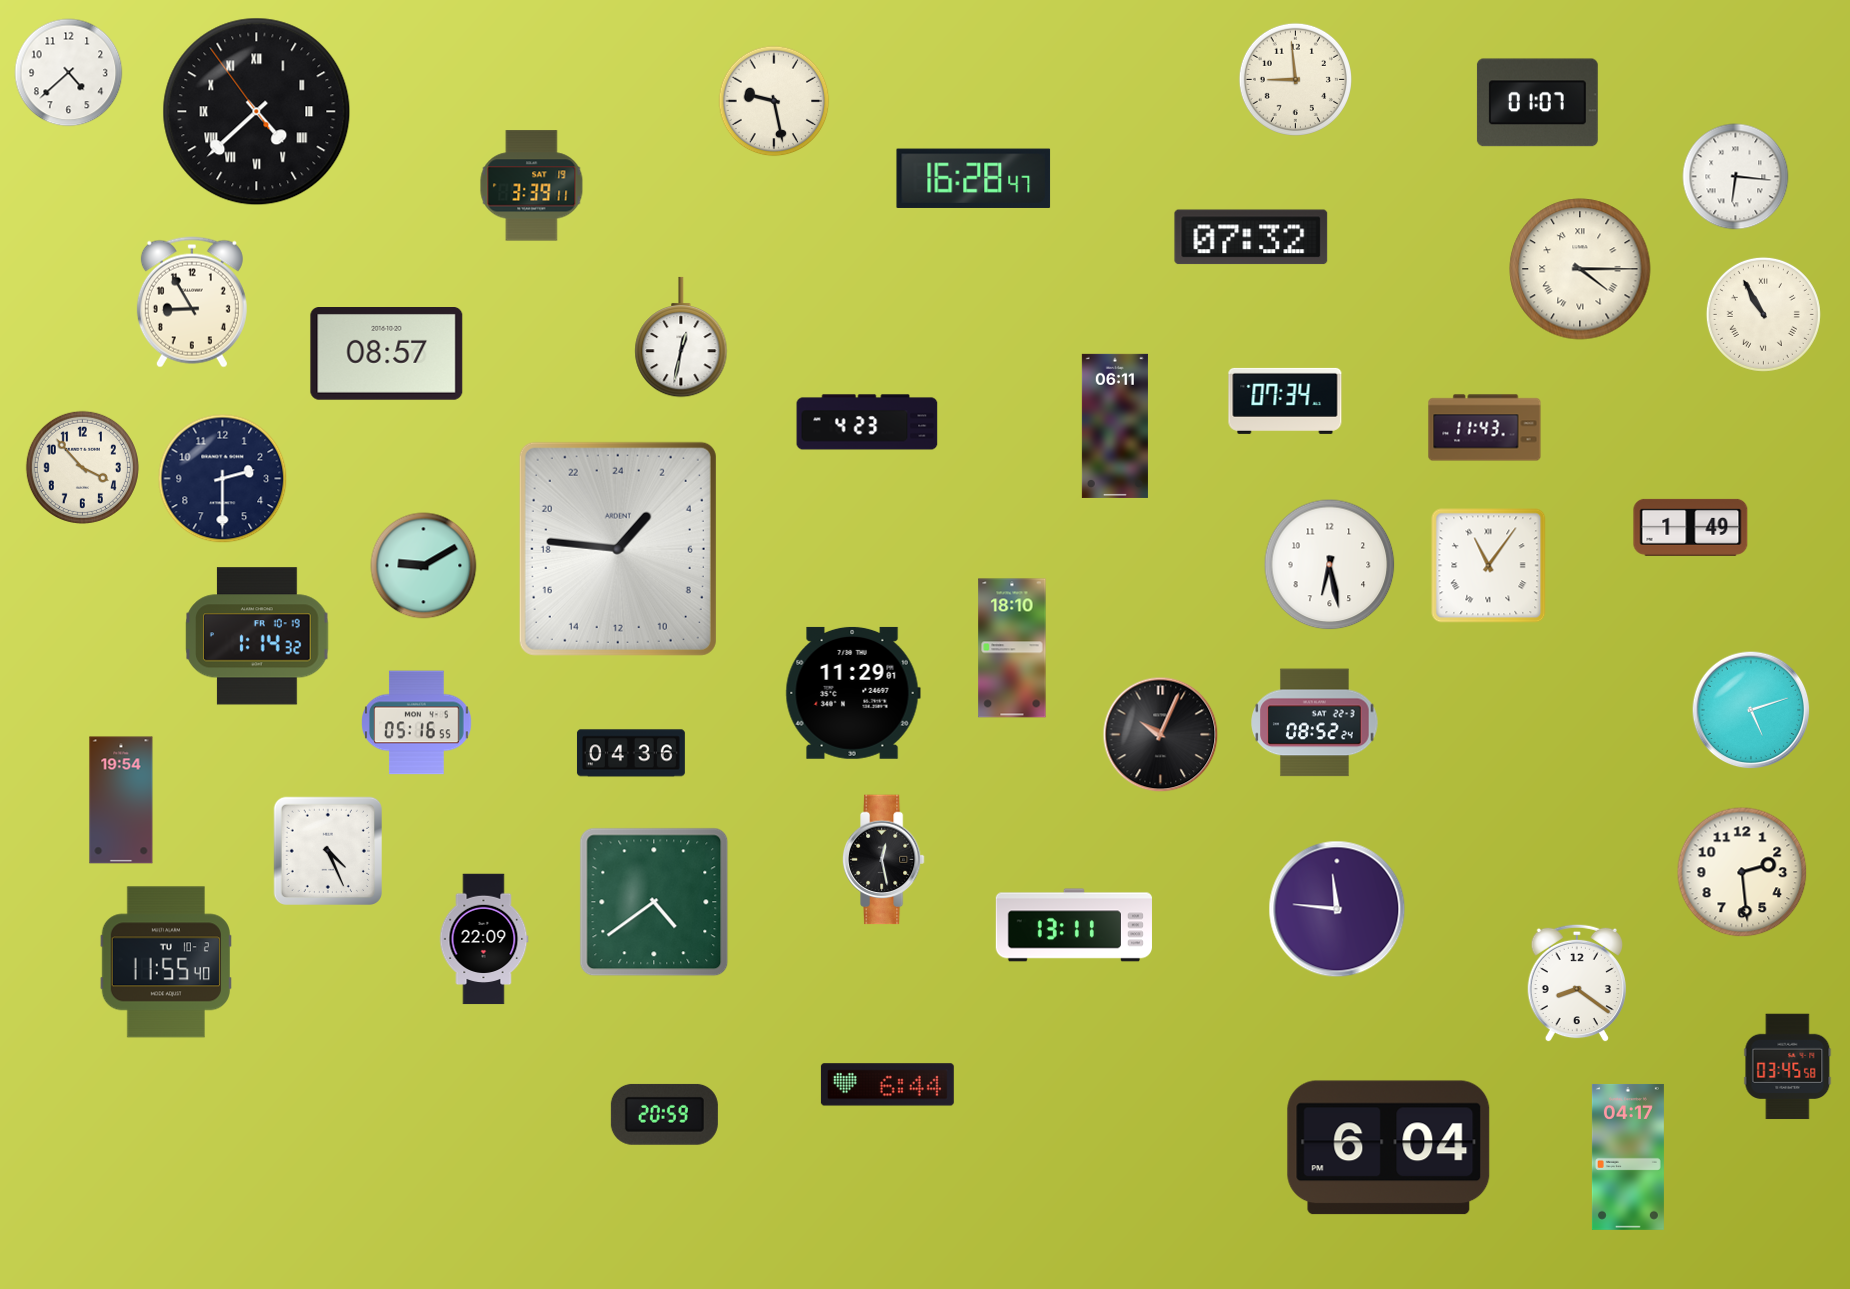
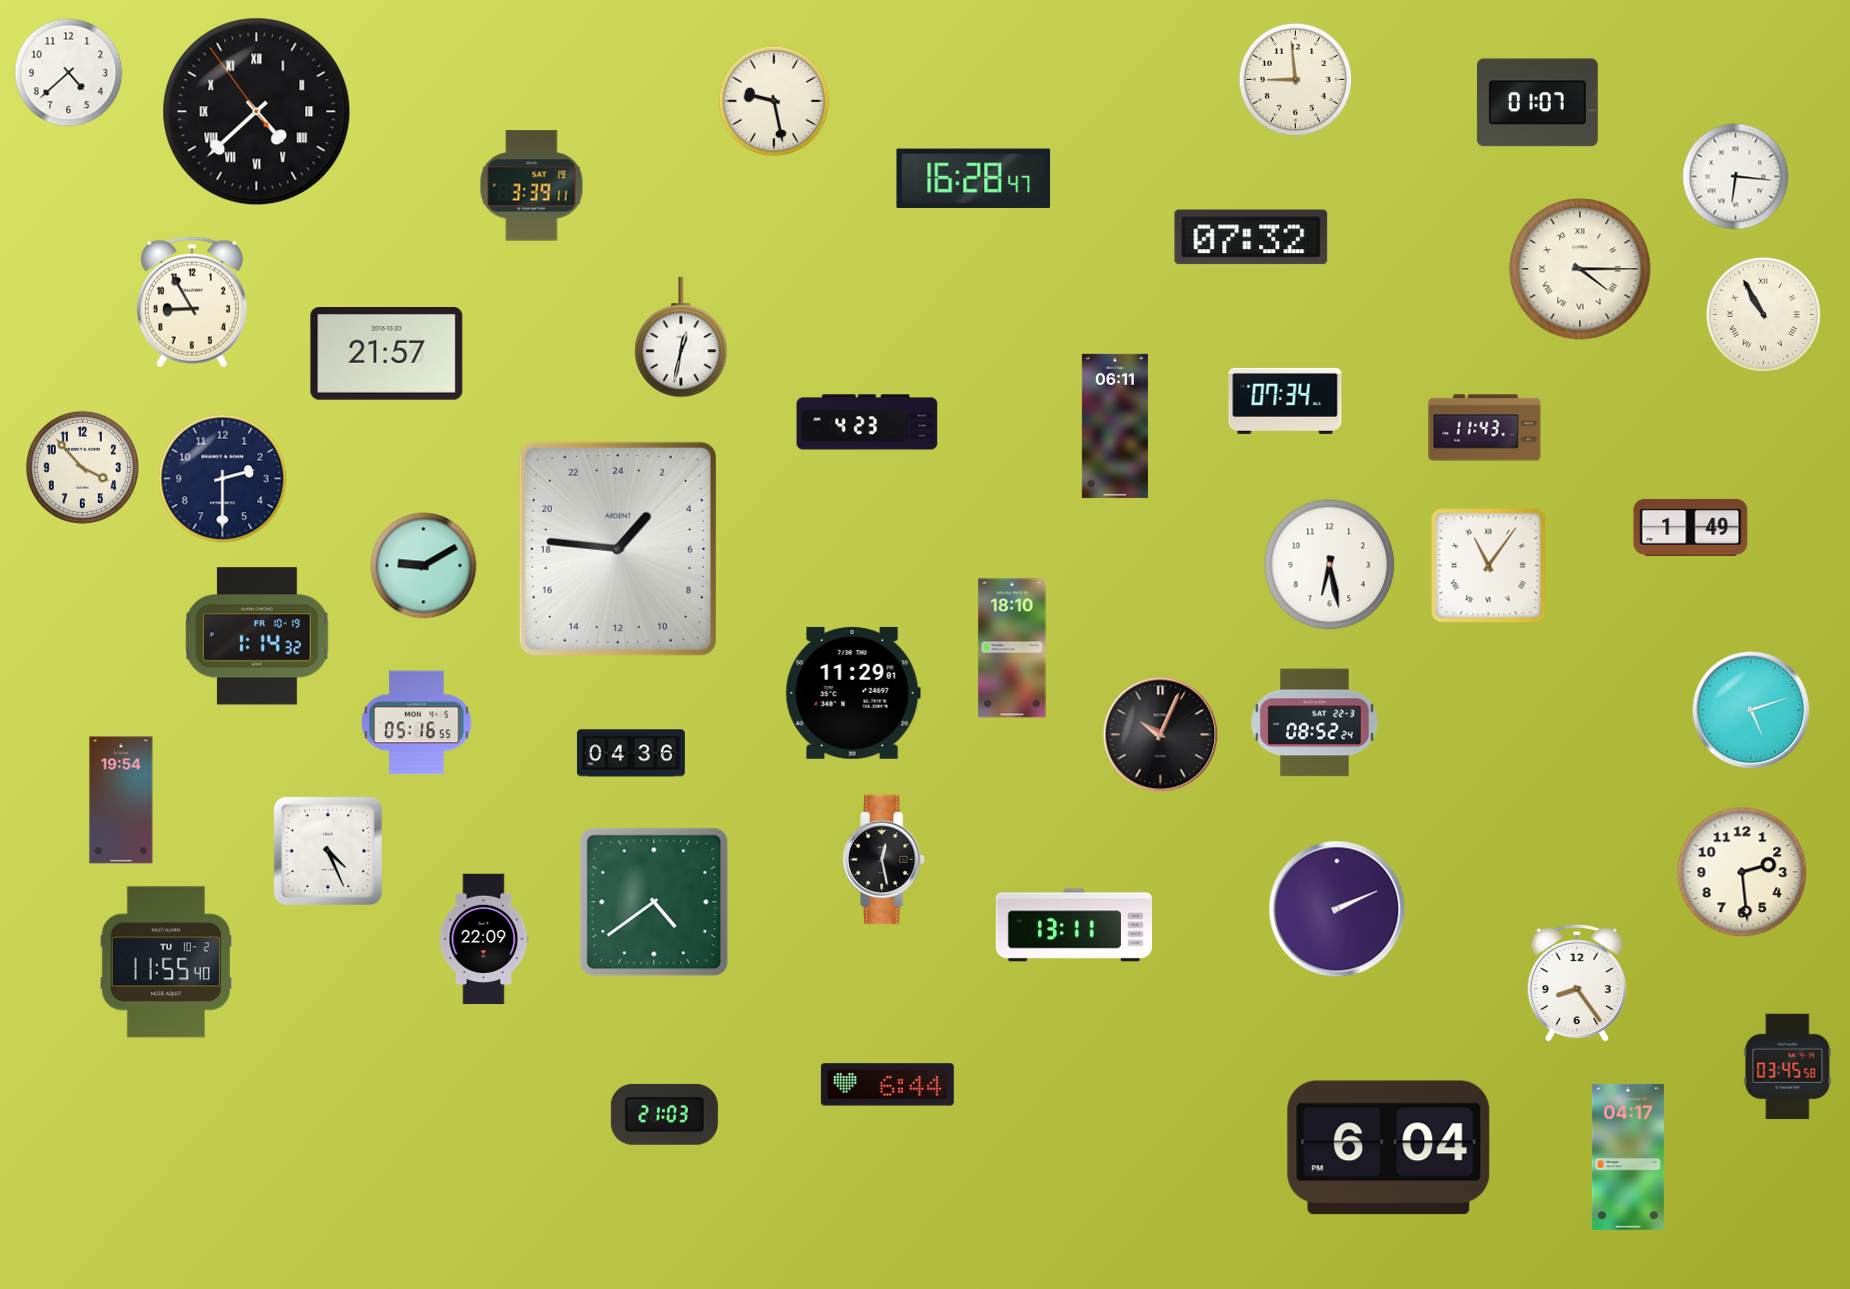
clock at (387, 354): 08:57 -> 21:57
clock at (1337, 909): 11:46 -> 2:11
clock at (1577, 983): 8:21 -> 8:24
clock at (664, 1114): 20:59 -> 21:03
